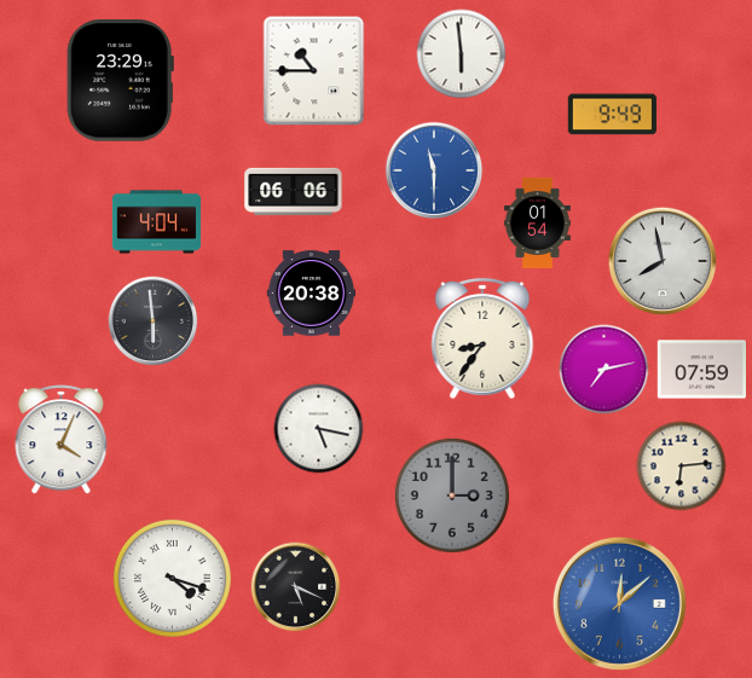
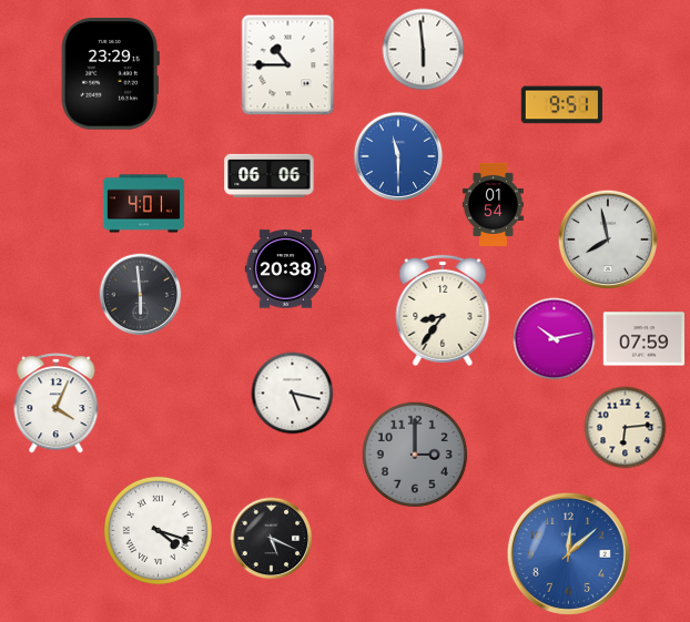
clock at (612, 115): 9:49 -> 9:51
clock at (157, 222): 4:04 -> 4:01
clock at (605, 370): 7:13 -> 10:13
